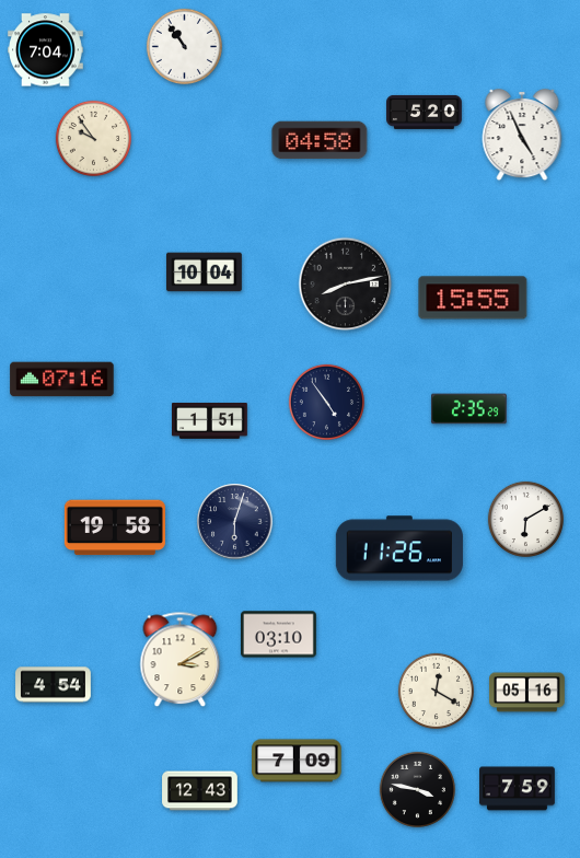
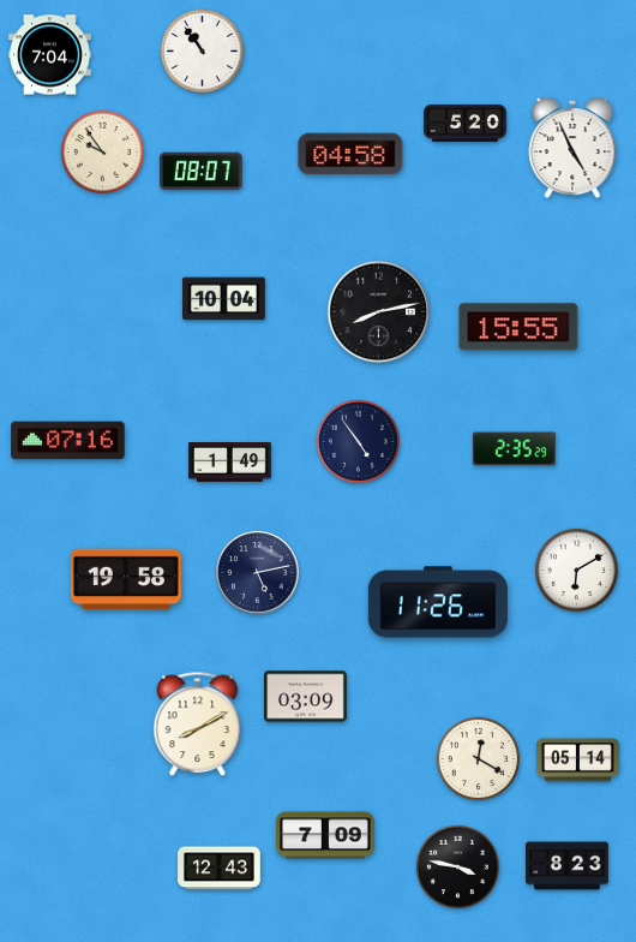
clock at (200, 172): none -> 08:07
clock at (62, 380) position: (62, 380) -> (68, 441)
clock at (210, 421): 1:51 -> 1:49
clock at (235, 522): 6:03 -> 5:13
clock at (279, 635): 03:10 -> 03:09
clock at (181, 660): 3:10 -> 8:10
clock at (54, 685): 4:54 -> none
clock at (527, 693): 05:16 -> 05:14
clock at (518, 789): 7:59 -> 8:23
